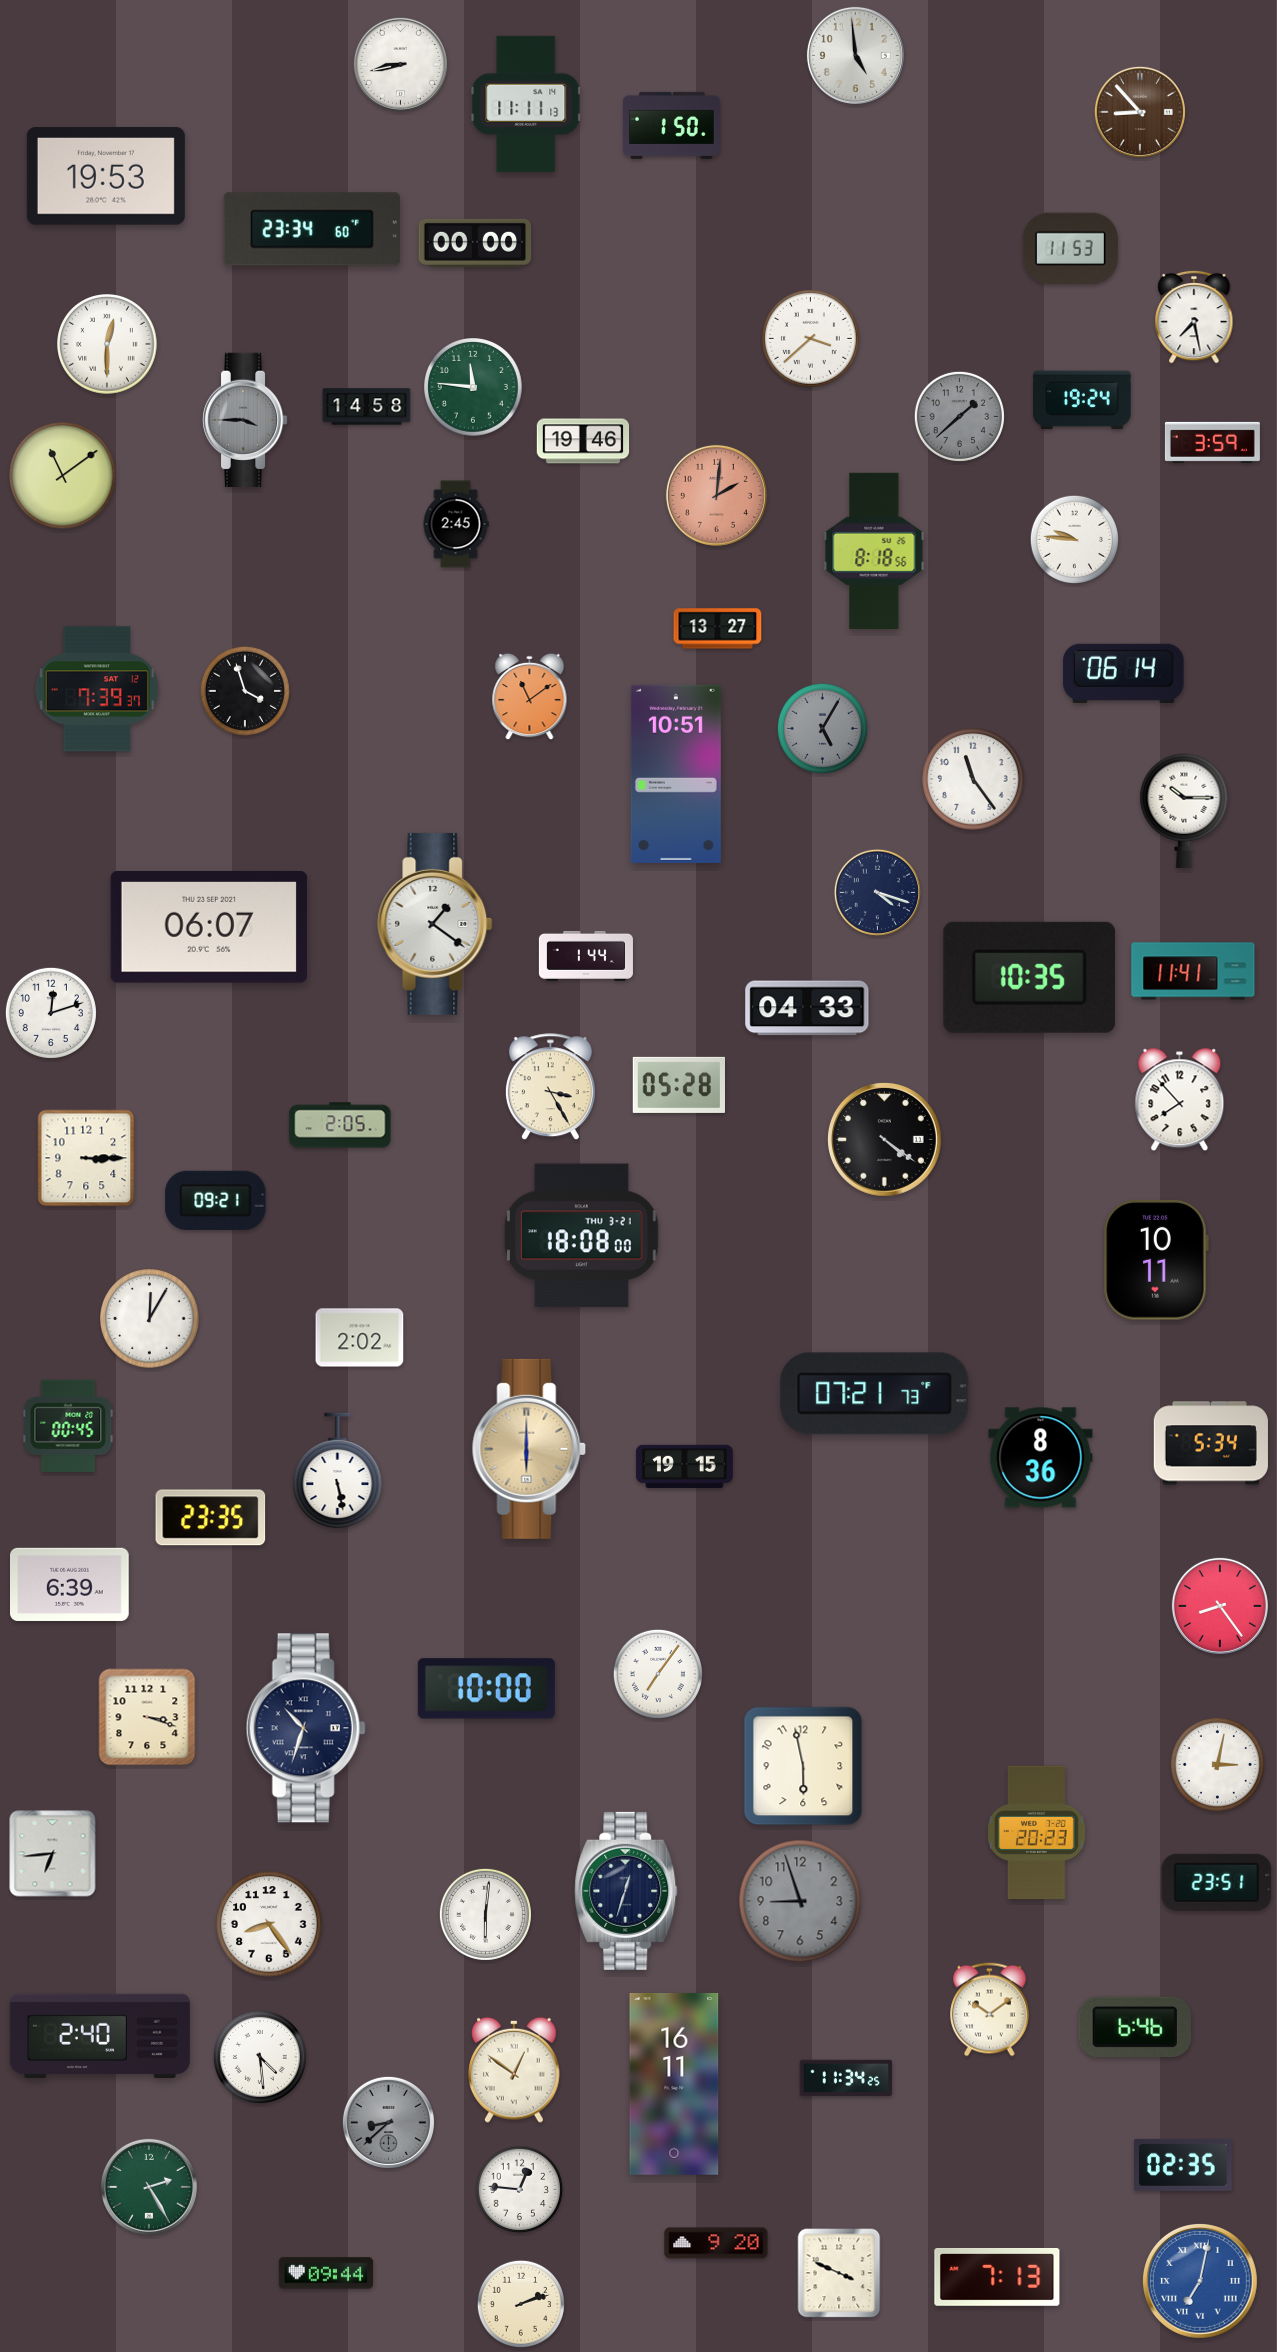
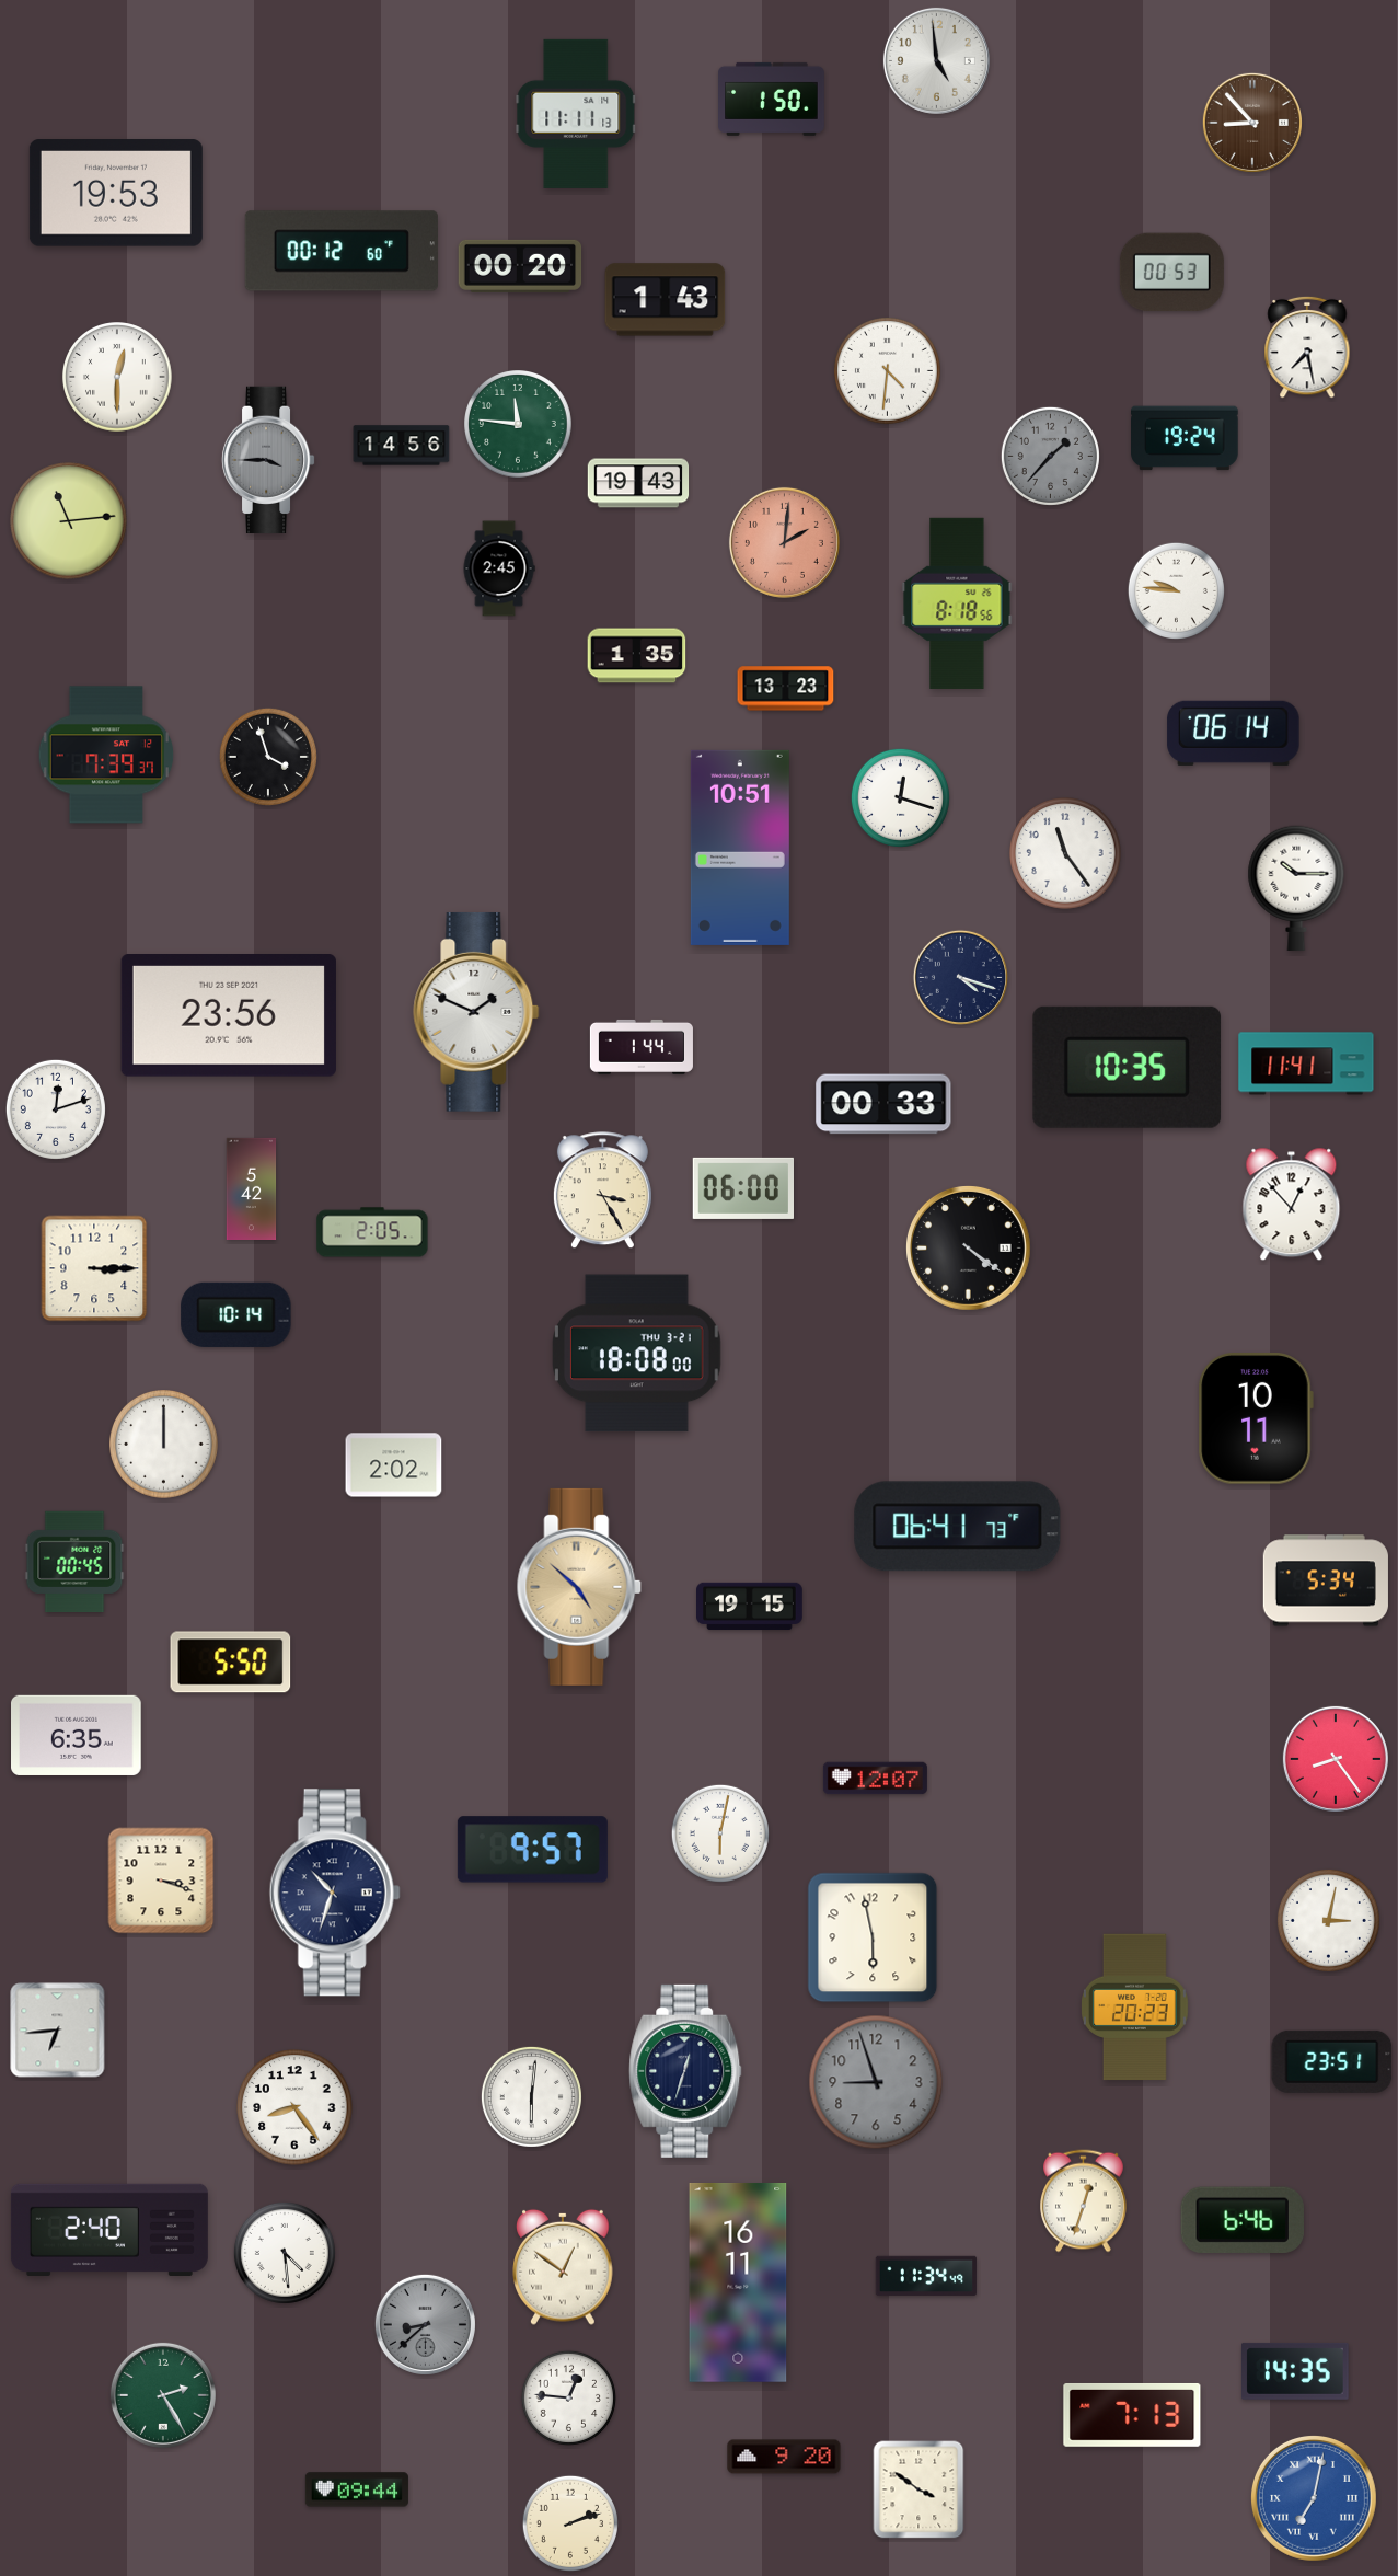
clock at (400, 64): 8:43 -> none
clock at (1140, 112) position: (1140, 112) -> (1252, 123)
clock at (672, 125) position: (672, 125) -> (772, 99)
clock at (312, 229): 23:34 -> 00:12
clock at (475, 243): 00:00 -> 00:20
clock at (1070, 249): 11:53 -> 00:53
clock at (666, 300): none -> 1:43
clock at (810, 338): 3:38 -> 4:31
clock at (367, 407): 14:58 -> 14:56
clock at (959, 416): 1:38 -> 1:37
clock at (583, 441): 19:46 -> 19:43
clock at (1212, 442): 3:59 -> none
clock at (63, 476): 11:09 -> 11:14
clock at (456, 524) position: (456, 524) -> (499, 568)
clock at (637, 656): none -> 1:35
clock at (718, 629): 13:27 -> 13:23
clock at (1124, 673) position: (1124, 673) -> (1234, 733)
clock at (530, 697): 11:09 -> none
clock at (822, 728): 5:05 -> 12:18
clock at (822, 728) dial: grey -> white
clock at (435, 924): 1:21 -> 1:49
clock at (209, 928): 06:07 -> 23:56
clock at (1030, 977) position: (1030, 977) -> (1128, 1067)
clock at (807, 1008): 04:33 -> 00:33
clock at (252, 1188): none -> 5:42
clock at (678, 1085): 05:28 -> 06:00
clock at (1180, 1100): 7:53 -> 12:53
clock at (216, 1200): 09:21 -> 10:14
clock at (1156, 1261) position: (1156, 1261) -> (1256, 1419)
clock at (150, 1319): 12:05 -> 12:00
clock at (875, 1394): 07:21 -> 06:41
clock at (529, 1449): 6:00 -> 4:52
clock at (1041, 1458): 8:36 -> none
clock at (338, 1471): 5:28 -> none
clock at (211, 1518): 23:35 -> 5:50
clock at (70, 1584): 6:39 -> 6:35
clock at (875, 1779): none -> 12:07
clock at (658, 1674): 7:06 -> 6:02
clock at (486, 1689): 10:00 -> 9:57
clock at (1217, 1764) position: (1217, 1764) -> (1328, 1920)
clock at (803, 1766) position: (803, 1766) -> (873, 1937)
clock at (990, 2010): 10:09 -> 12:33
clock at (846, 2078): 11:34:25 -> 11:34:49
clock at (1184, 2165): 02:35 -> 14:35
clock at (839, 2273): 3:49 -> 3:51
clock at (997, 2277) position: (997, 2277) -> (1132, 2415)
